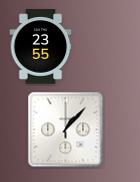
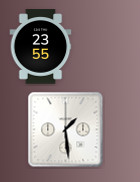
clock at (66, 130): 1:07 -> 1:29
